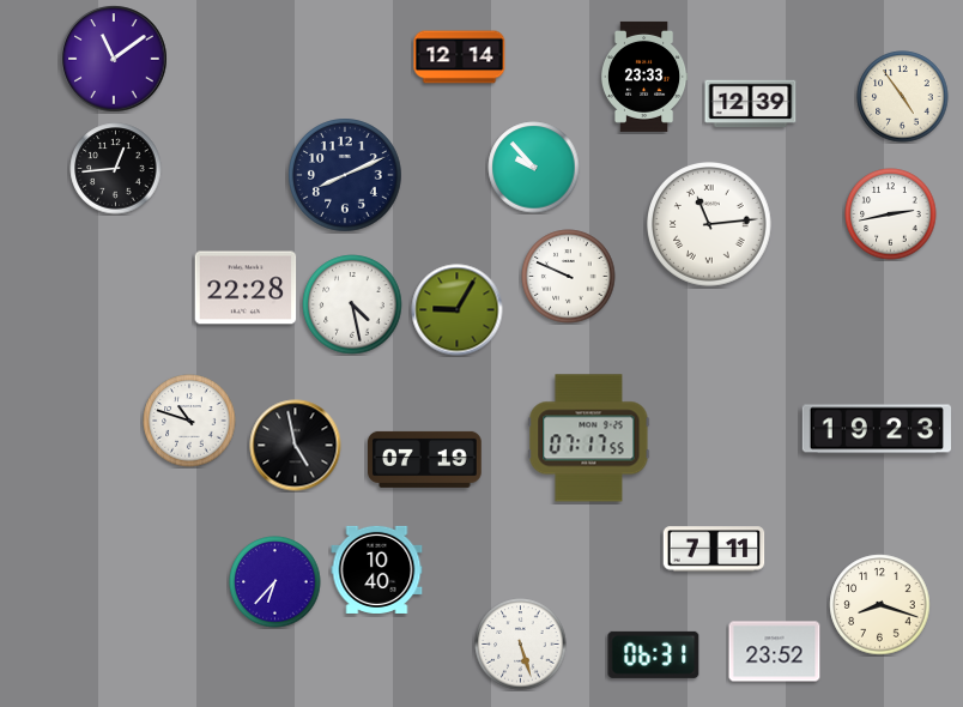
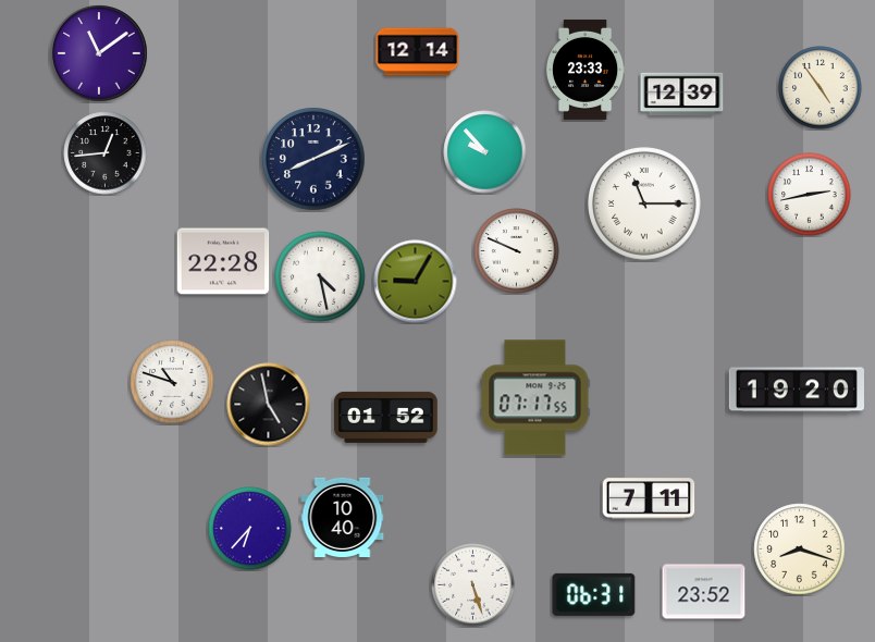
clock at (114, 59) position: (114, 59) -> (99, 53)
clock at (710, 225): 11:14 -> 11:15
clock at (876, 429): 19:23 -> 19:20
clock at (425, 459): 07:19 -> 01:52
